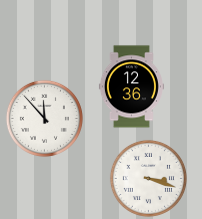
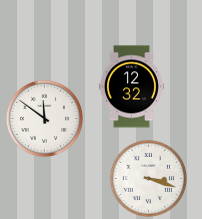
clock at (131, 87): 12:36 -> 12:32
clock at (44, 118): 11:53 -> 11:51
